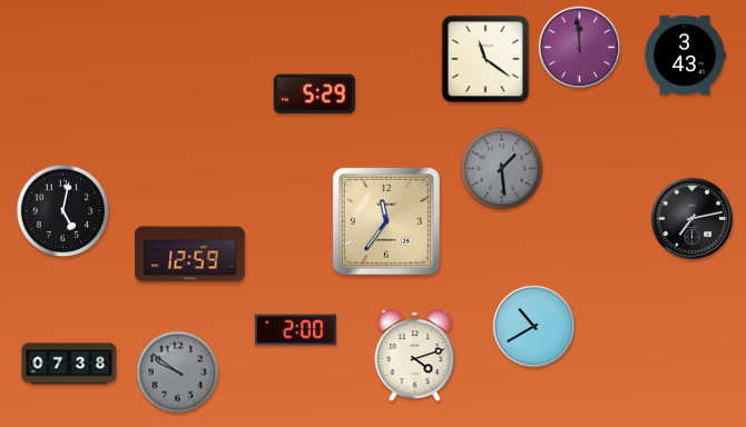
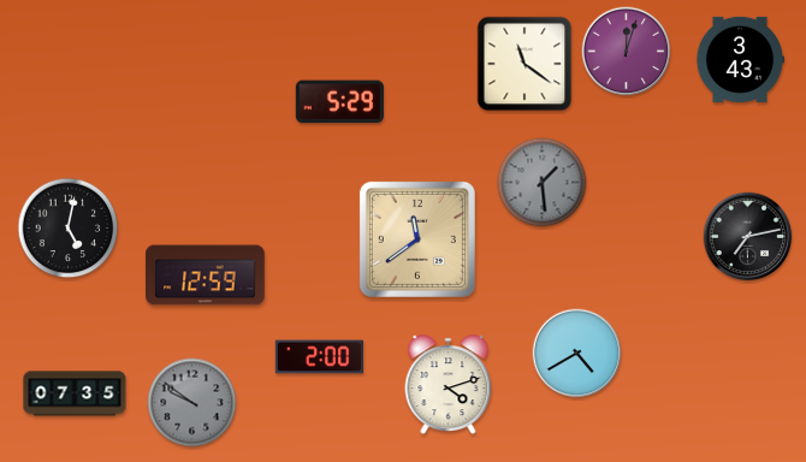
clock at (580, 48): 11:59 -> 12:03
clock at (386, 221): 11:36 -> 11:39
clock at (534, 327): 10:40 -> 4:40
clock at (69, 364): 07:38 -> 07:35
